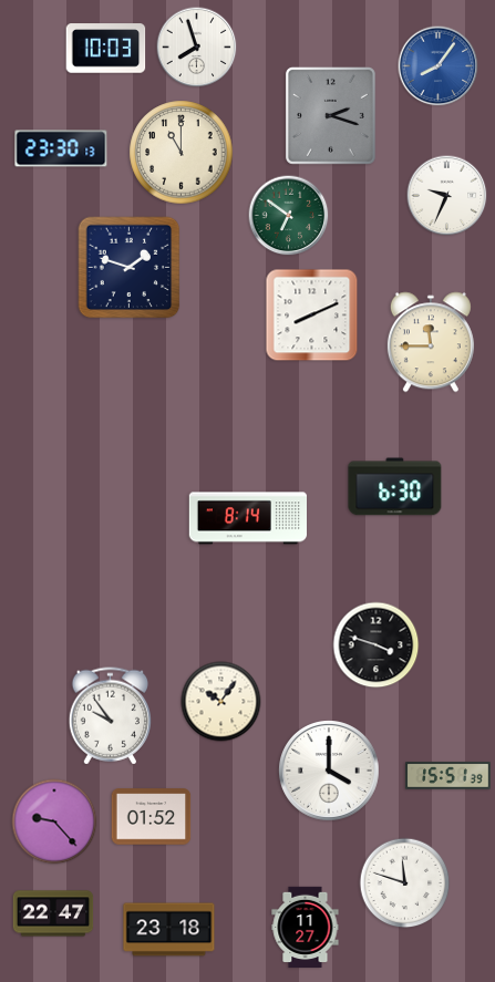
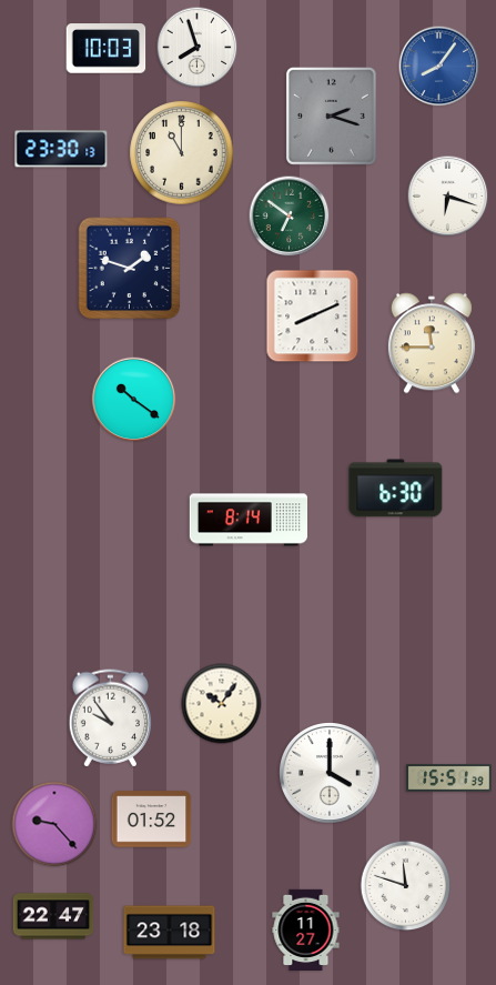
clock at (447, 196): 9:34 -> 6:18
clock at (134, 400): none -> 10:21
clock at (377, 645): 3:48 -> none
